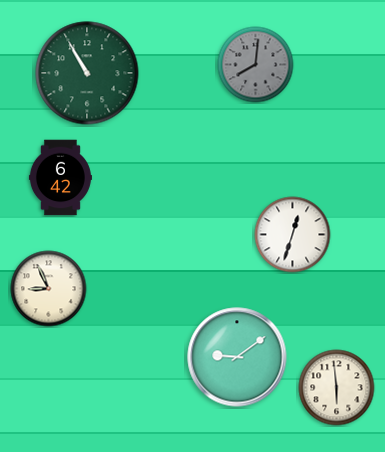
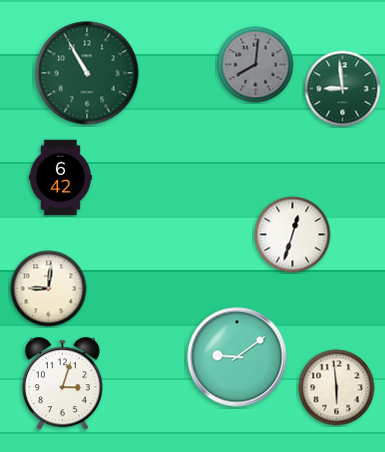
clock at (343, 89): none -> 8:59
clock at (49, 289): 8:56 -> 9:01
clock at (62, 384): none -> 3:03
